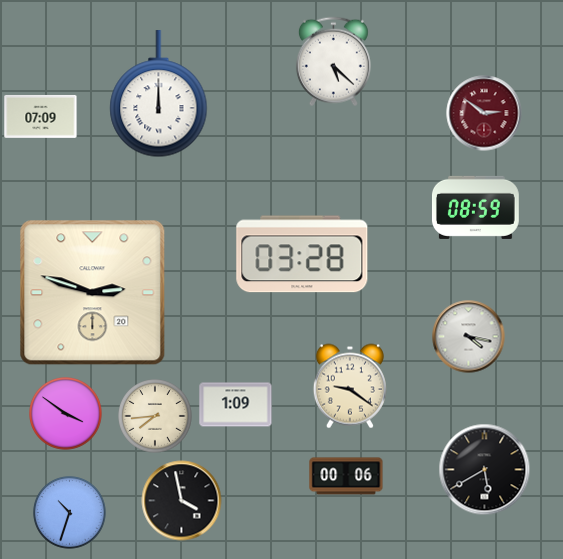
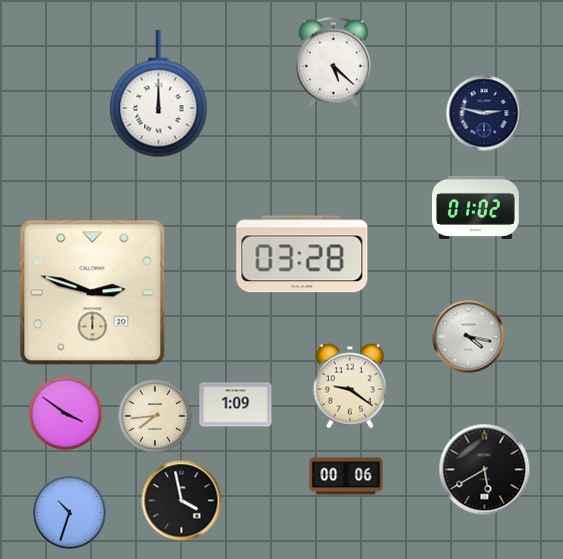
clock at (484, 113): 2:51 -> 2:47
clock at (484, 113) dial: burgundy -> navy
clock at (41, 116): 07:09 -> none
clock at (475, 207): 08:59 -> 01:02
